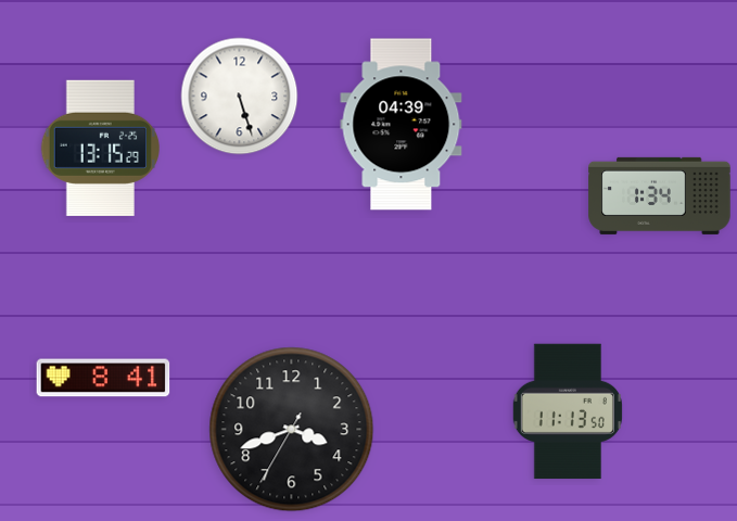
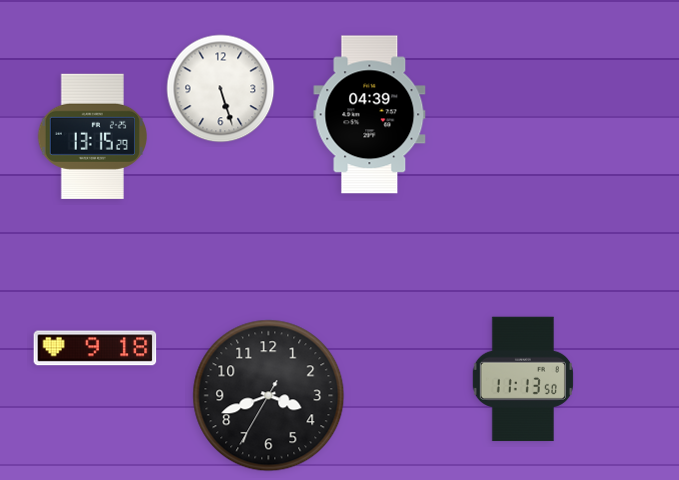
clock at (660, 195): 1:34 -> none
clock at (103, 378): 8:41 -> 9:18
